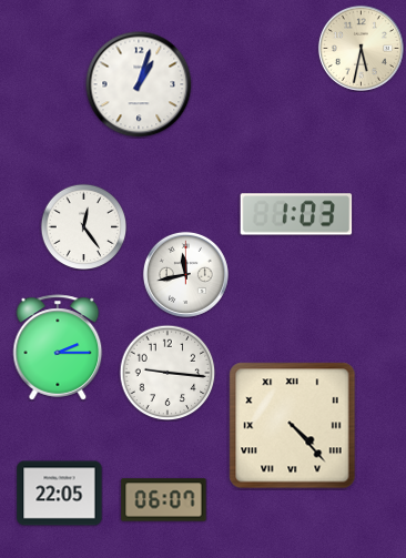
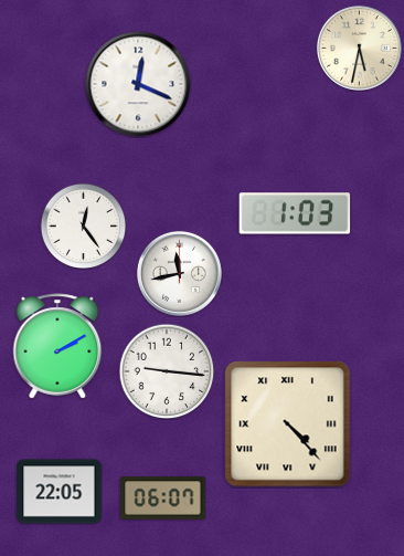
clock at (139, 84): 1:03 -> 12:19
clock at (185, 274) position: (185, 274) -> (179, 273)
clock at (58, 347): 2:15 -> 2:10
clock at (293, 426) position: (293, 426) -> (288, 424)
